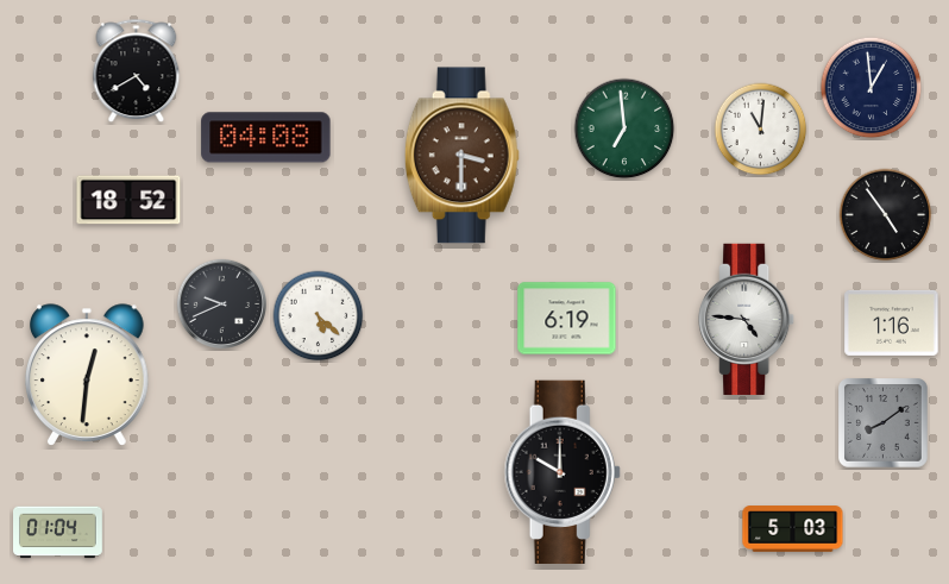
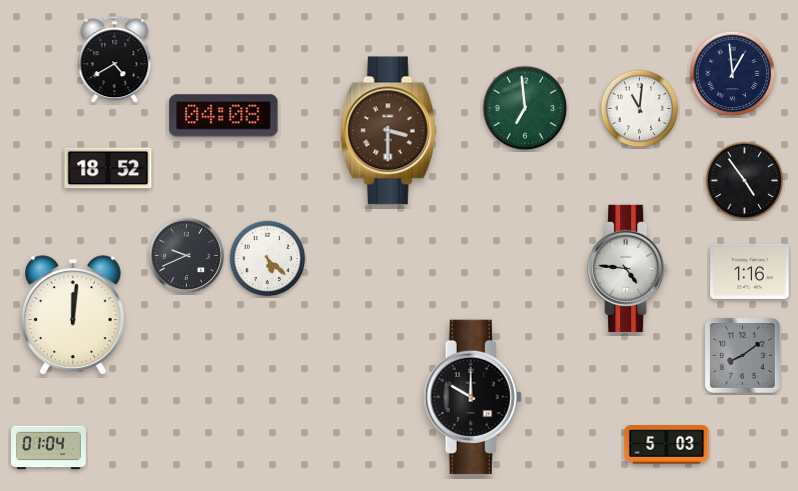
clock at (319, 316) position: (319, 316) -> (268, 259)
clock at (567, 319): 6:19 -> none
clock at (88, 375): 12:31 -> 12:01
